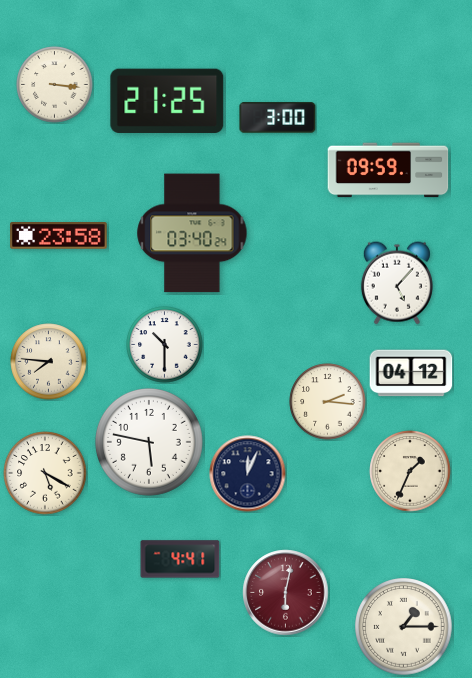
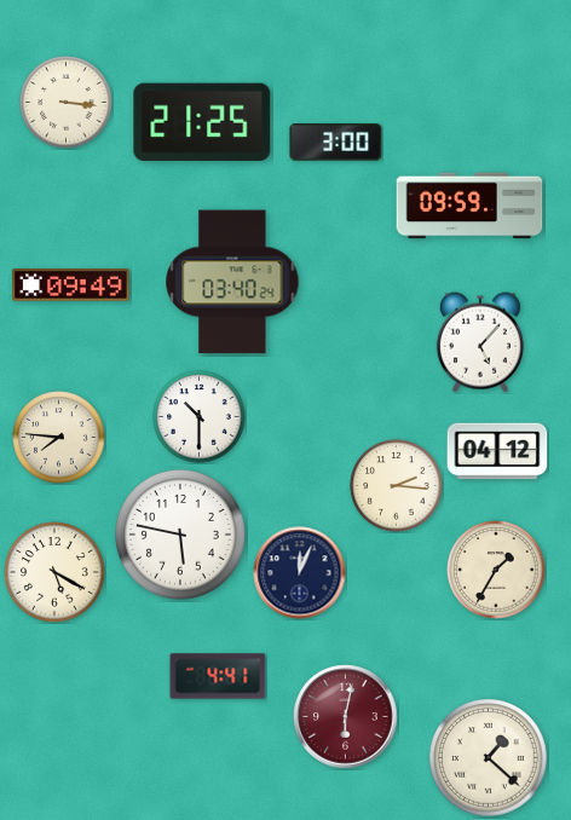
clock at (59, 236): 23:58 -> 09:49
clock at (410, 471): 1:34 -> 1:35
clock at (404, 627): 1:15 -> 1:22
